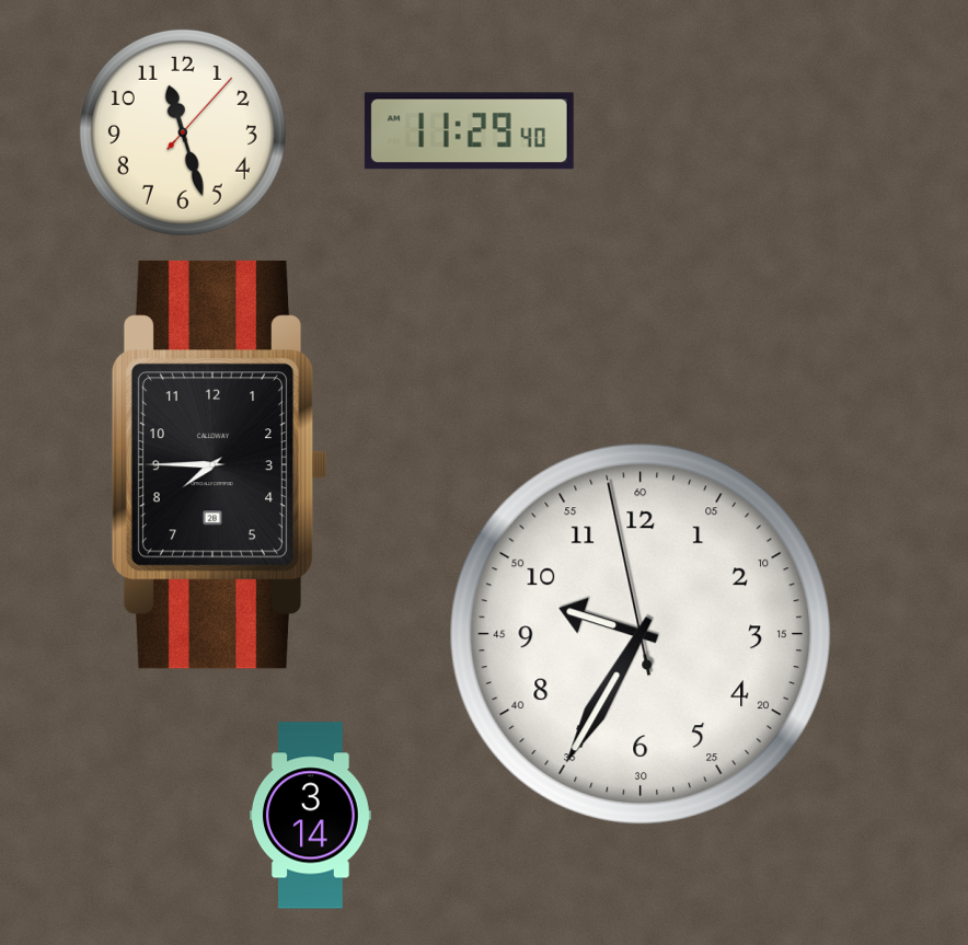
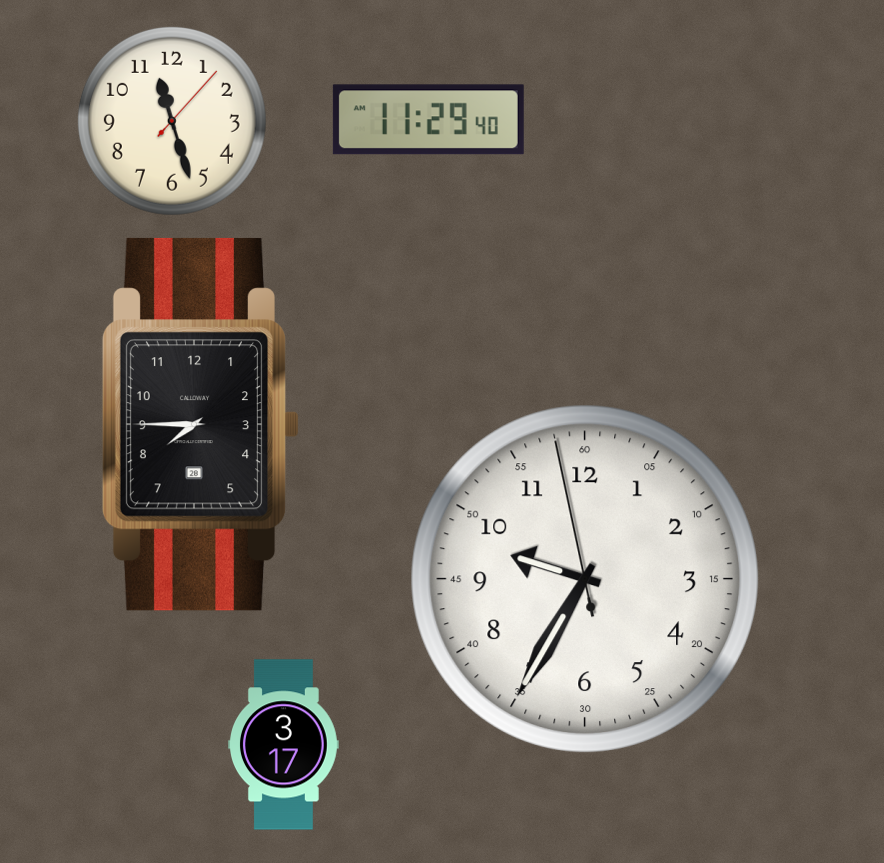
clock at (183, 132) position: (183, 132) -> (172, 121)
clock at (311, 816): 3:14 -> 3:17
